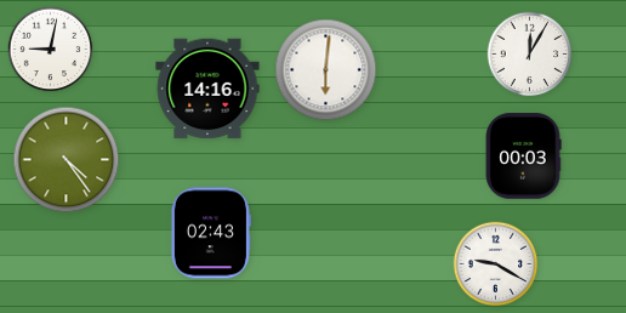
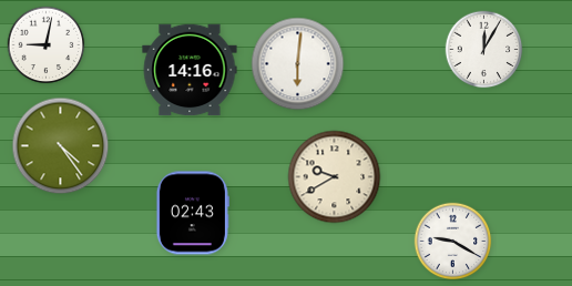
clock at (207, 89) position: (207, 89) -> (190, 70)
clock at (523, 156): 00:03 -> none
clock at (335, 177): none -> 9:40
